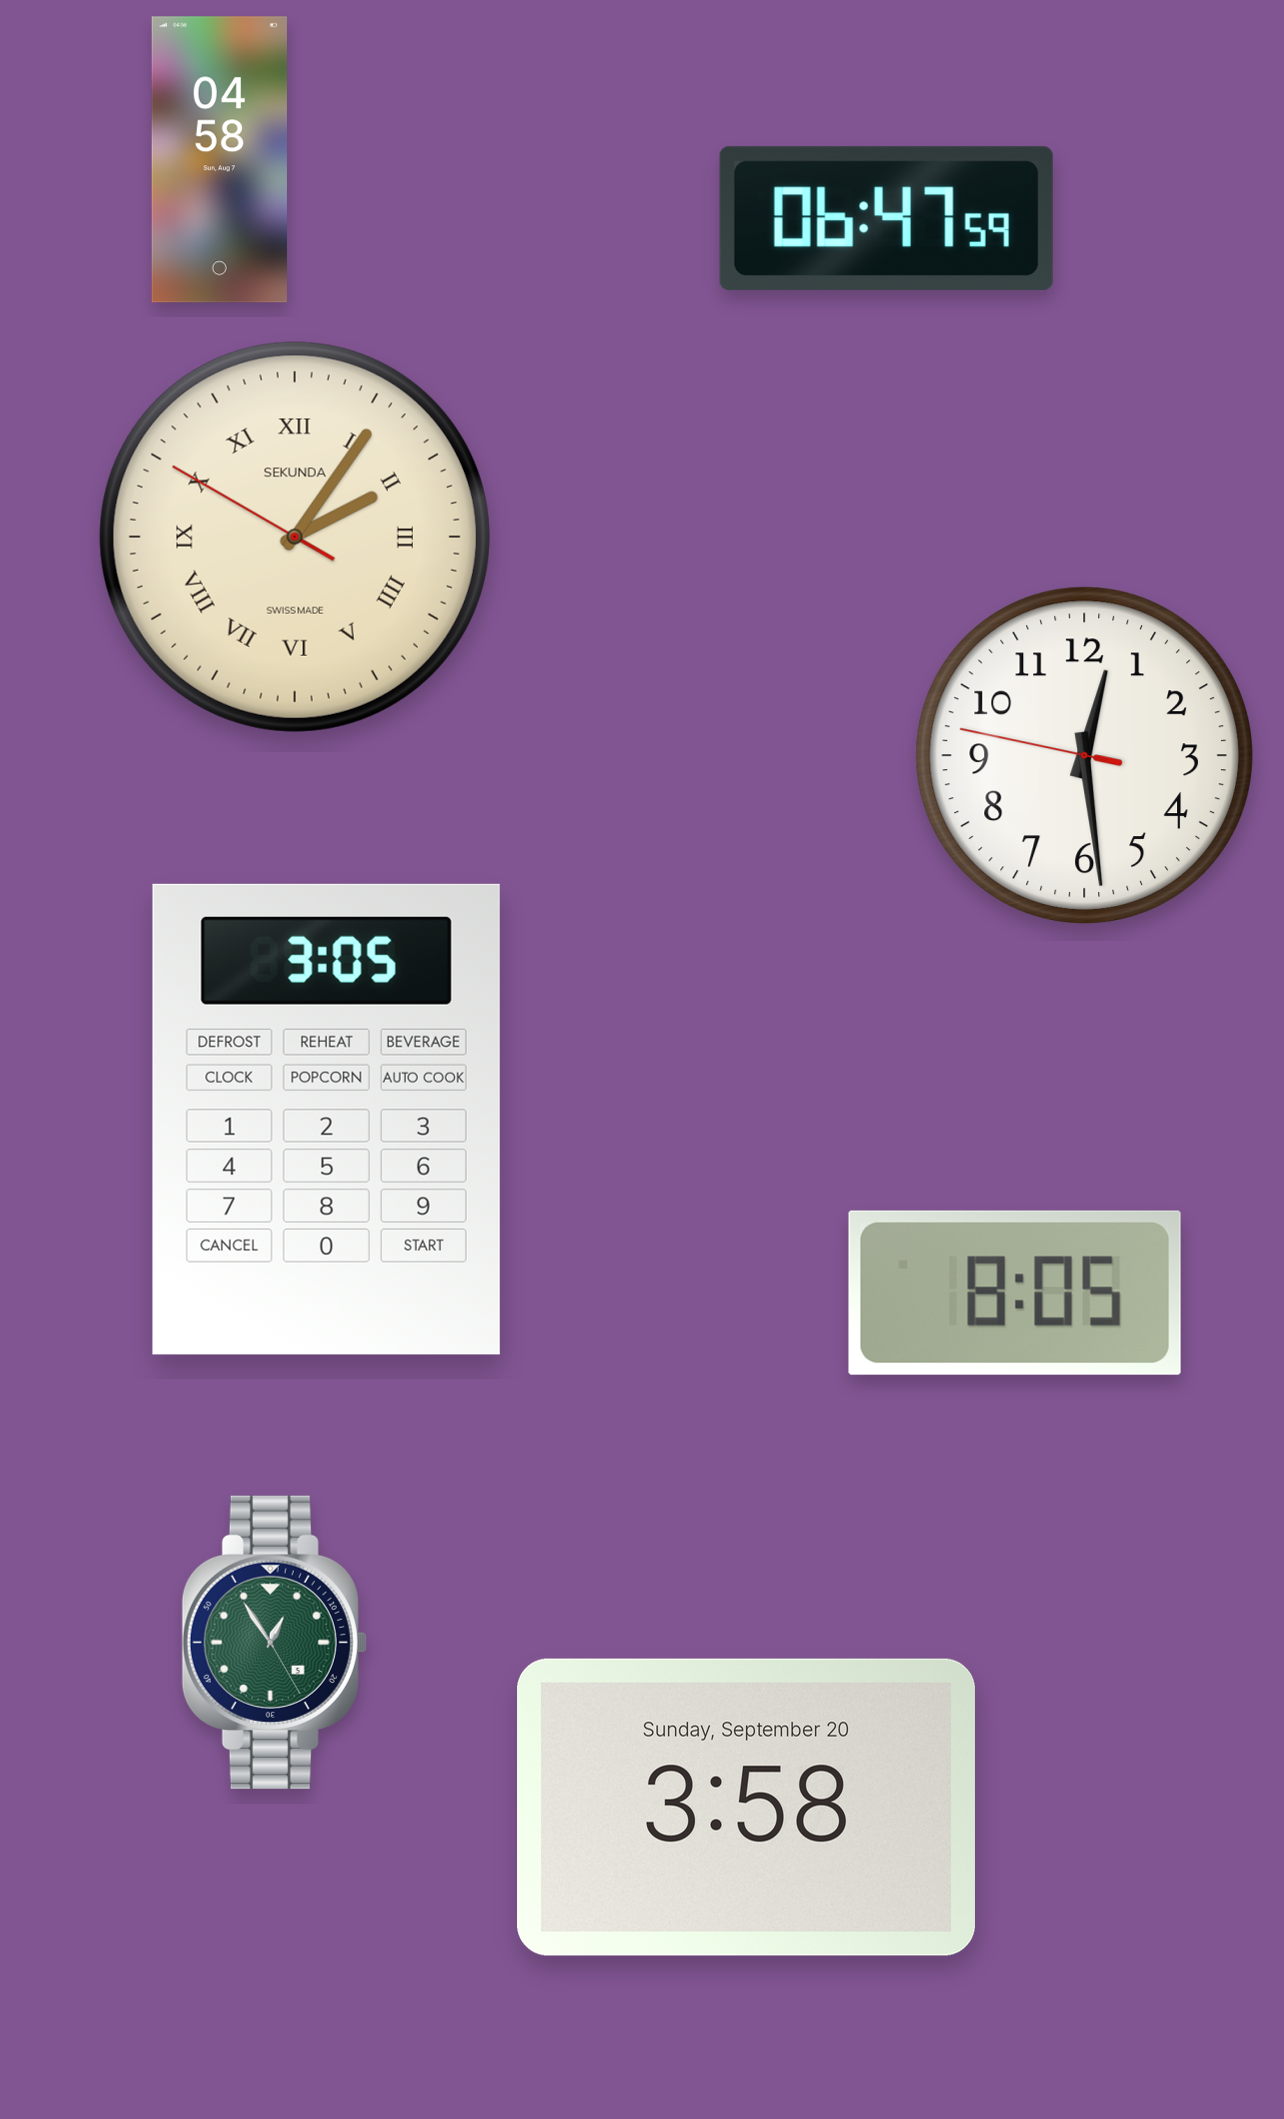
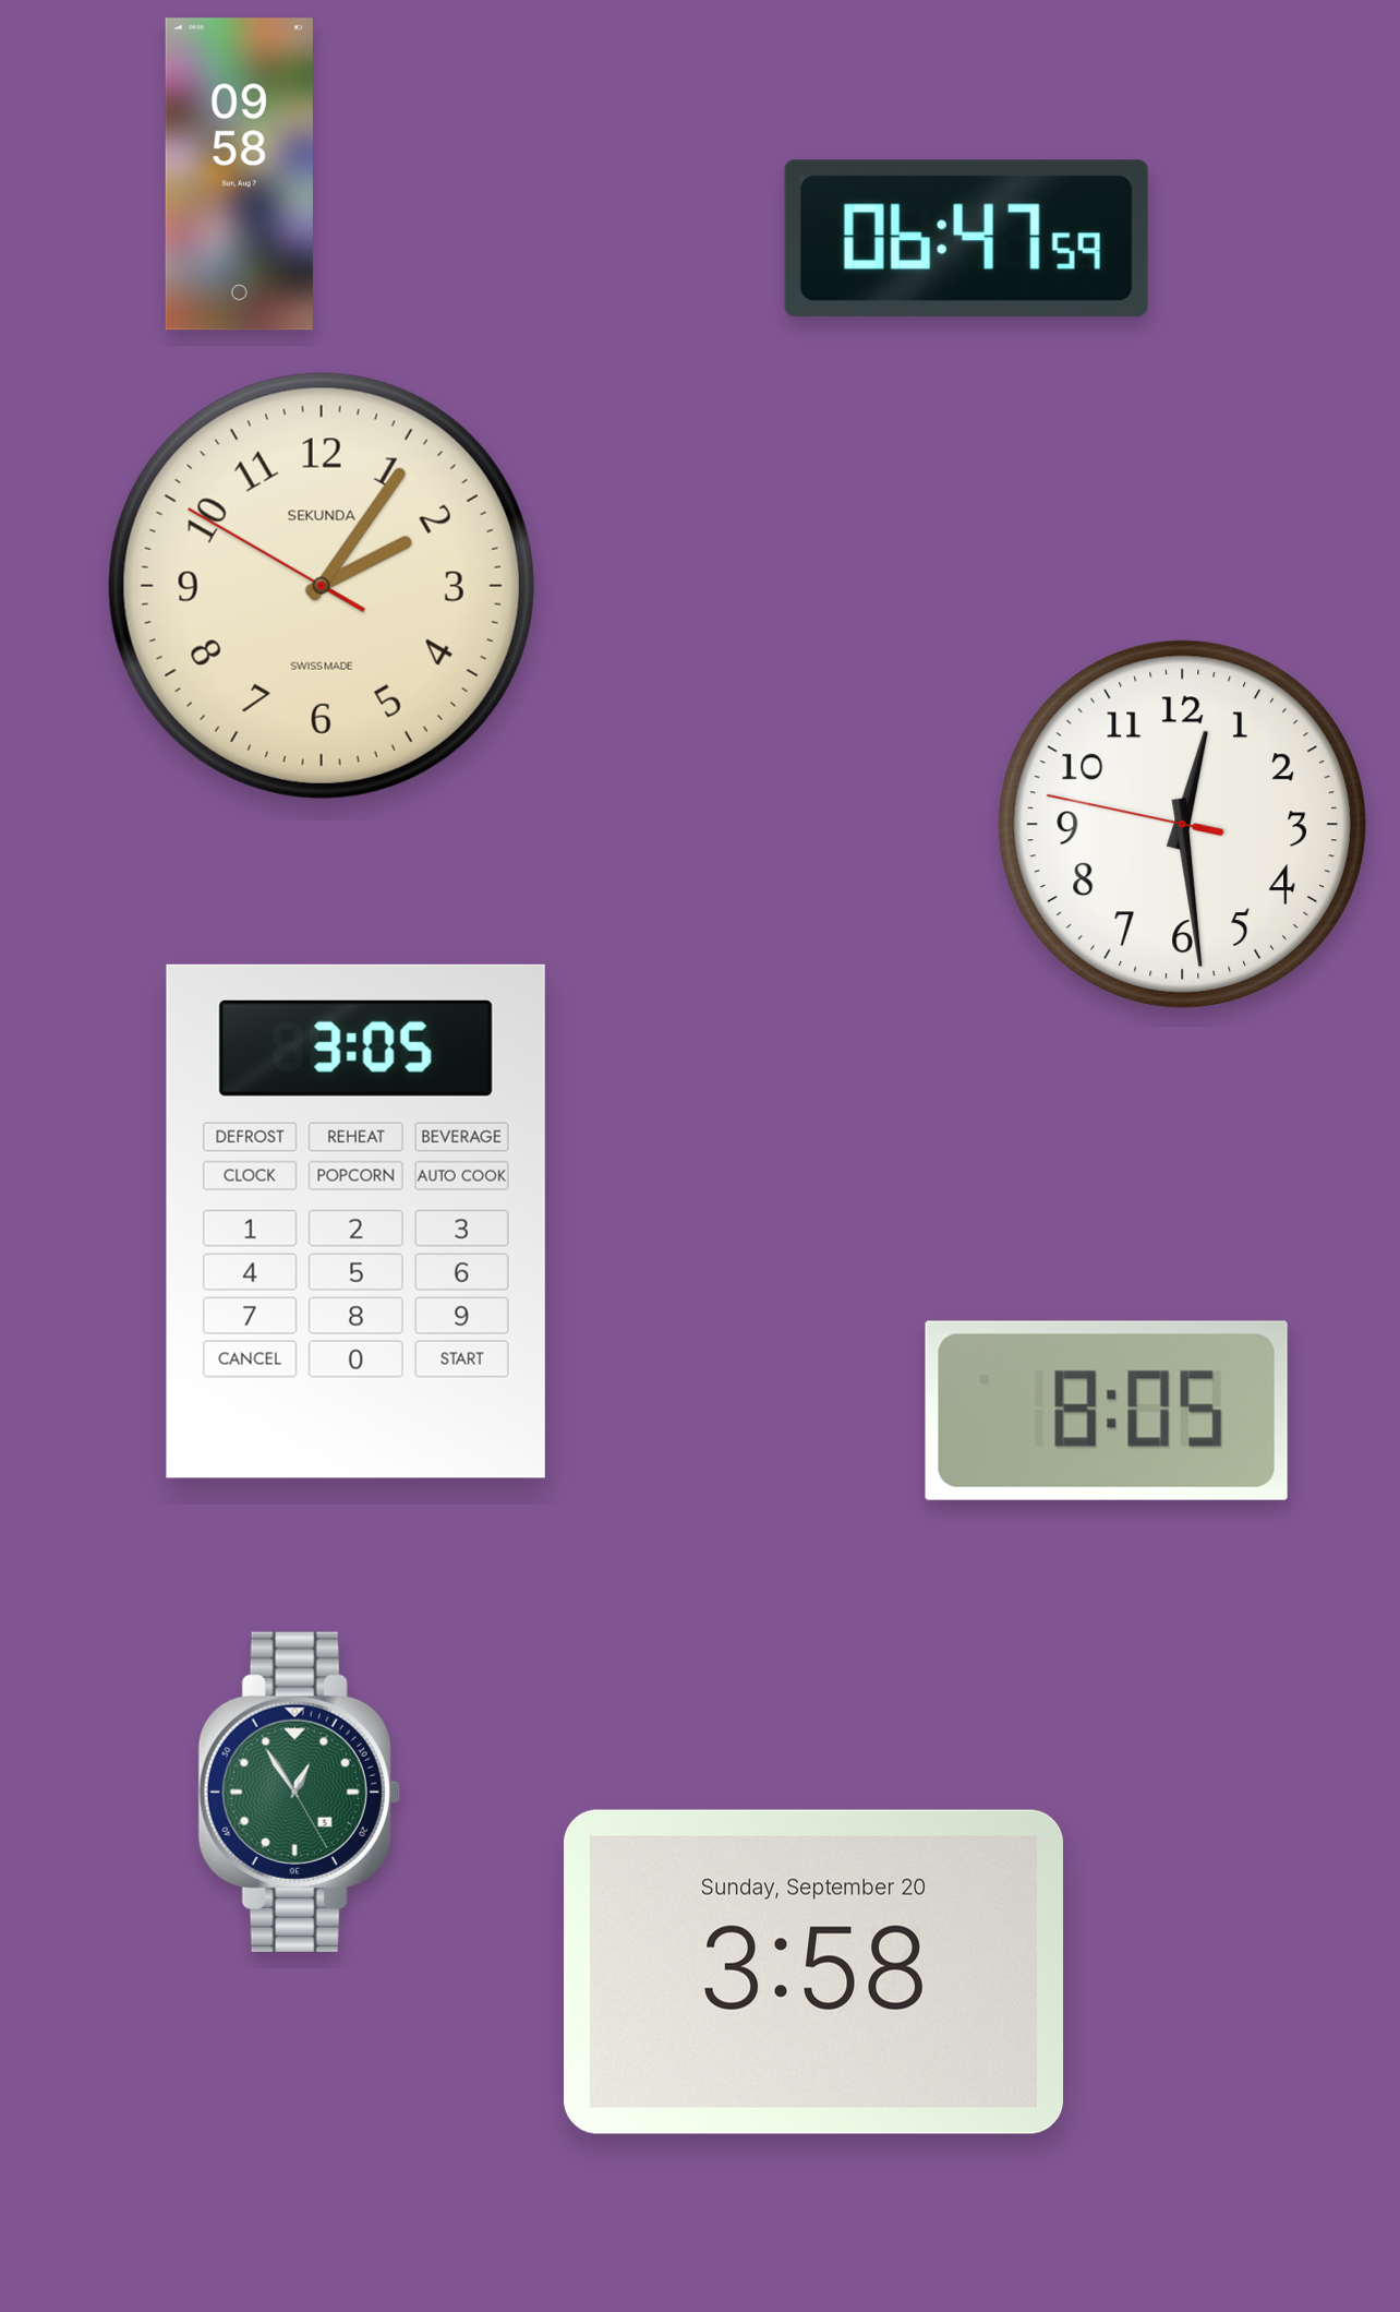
clock at (219, 160): 04:58 -> 09:58
clock at (295, 537) numerals: Roman -> Arabic
